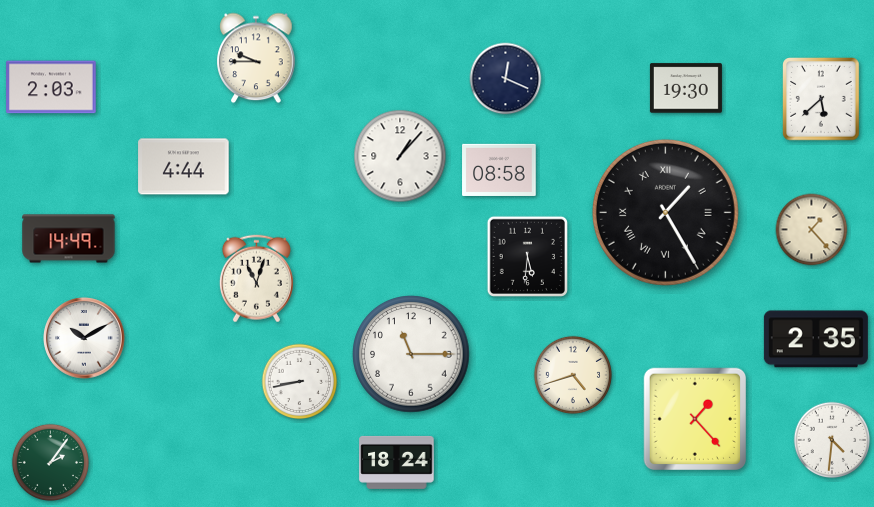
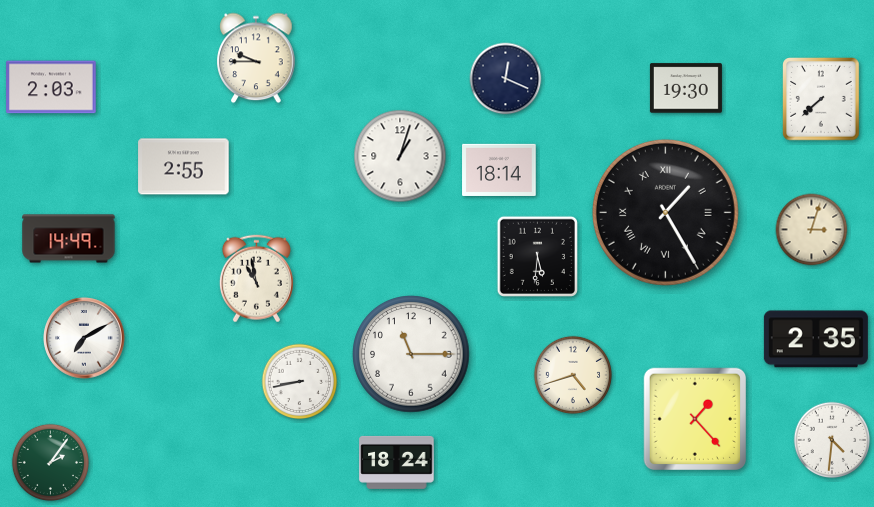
clock at (822, 99): 5:38 -> 7:38
clock at (400, 156): 1:07 -> 1:03
clock at (184, 167): 4:44 -> 2:55
clock at (499, 170): 08:58 -> 18:14
clock at (812, 230): 1:23 -> 3:03
clock at (527, 256) position: (527, 256) -> (537, 256)
clock at (256, 279): 11:03 -> 10:58
clock at (84, 338): 10:10 -> 7:10
